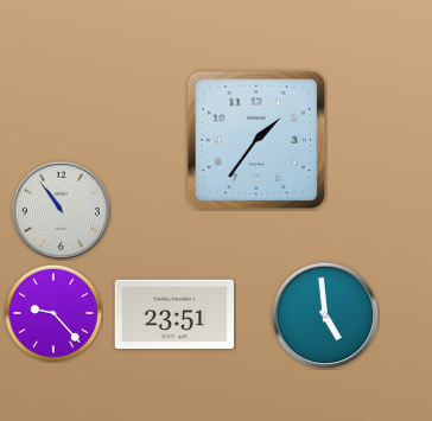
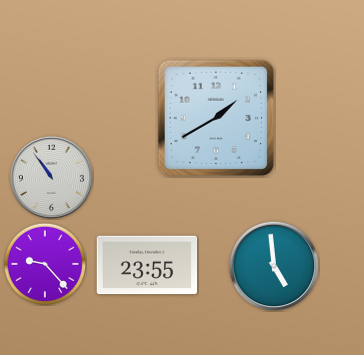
clock at (256, 140): 1:36 -> 1:40
clock at (174, 314): 23:51 -> 23:55
